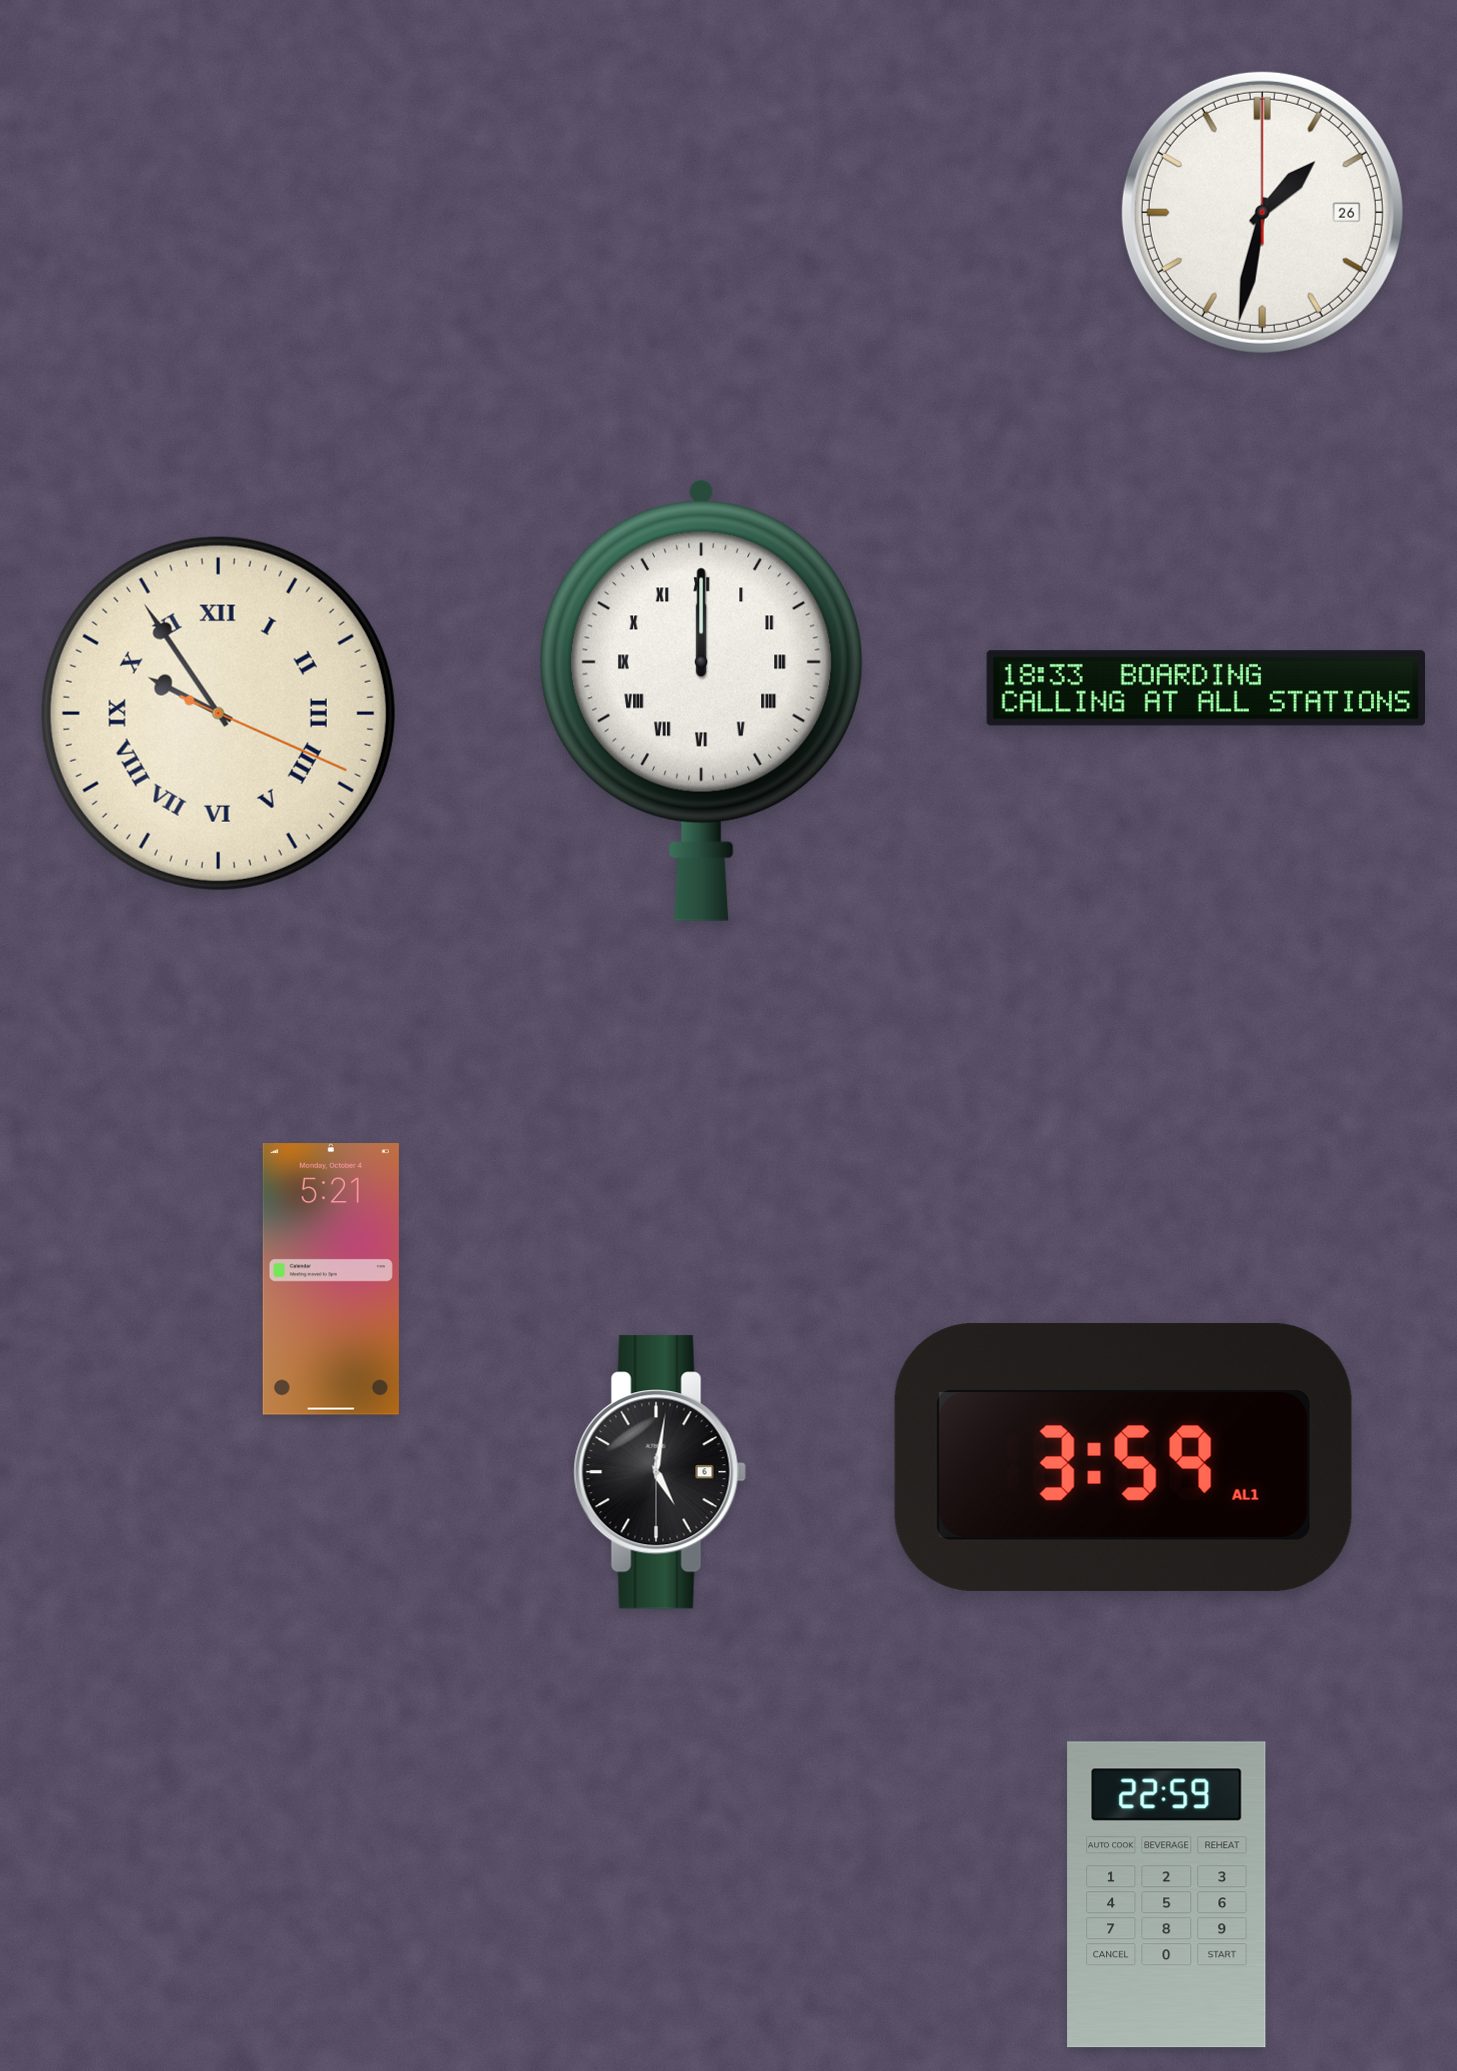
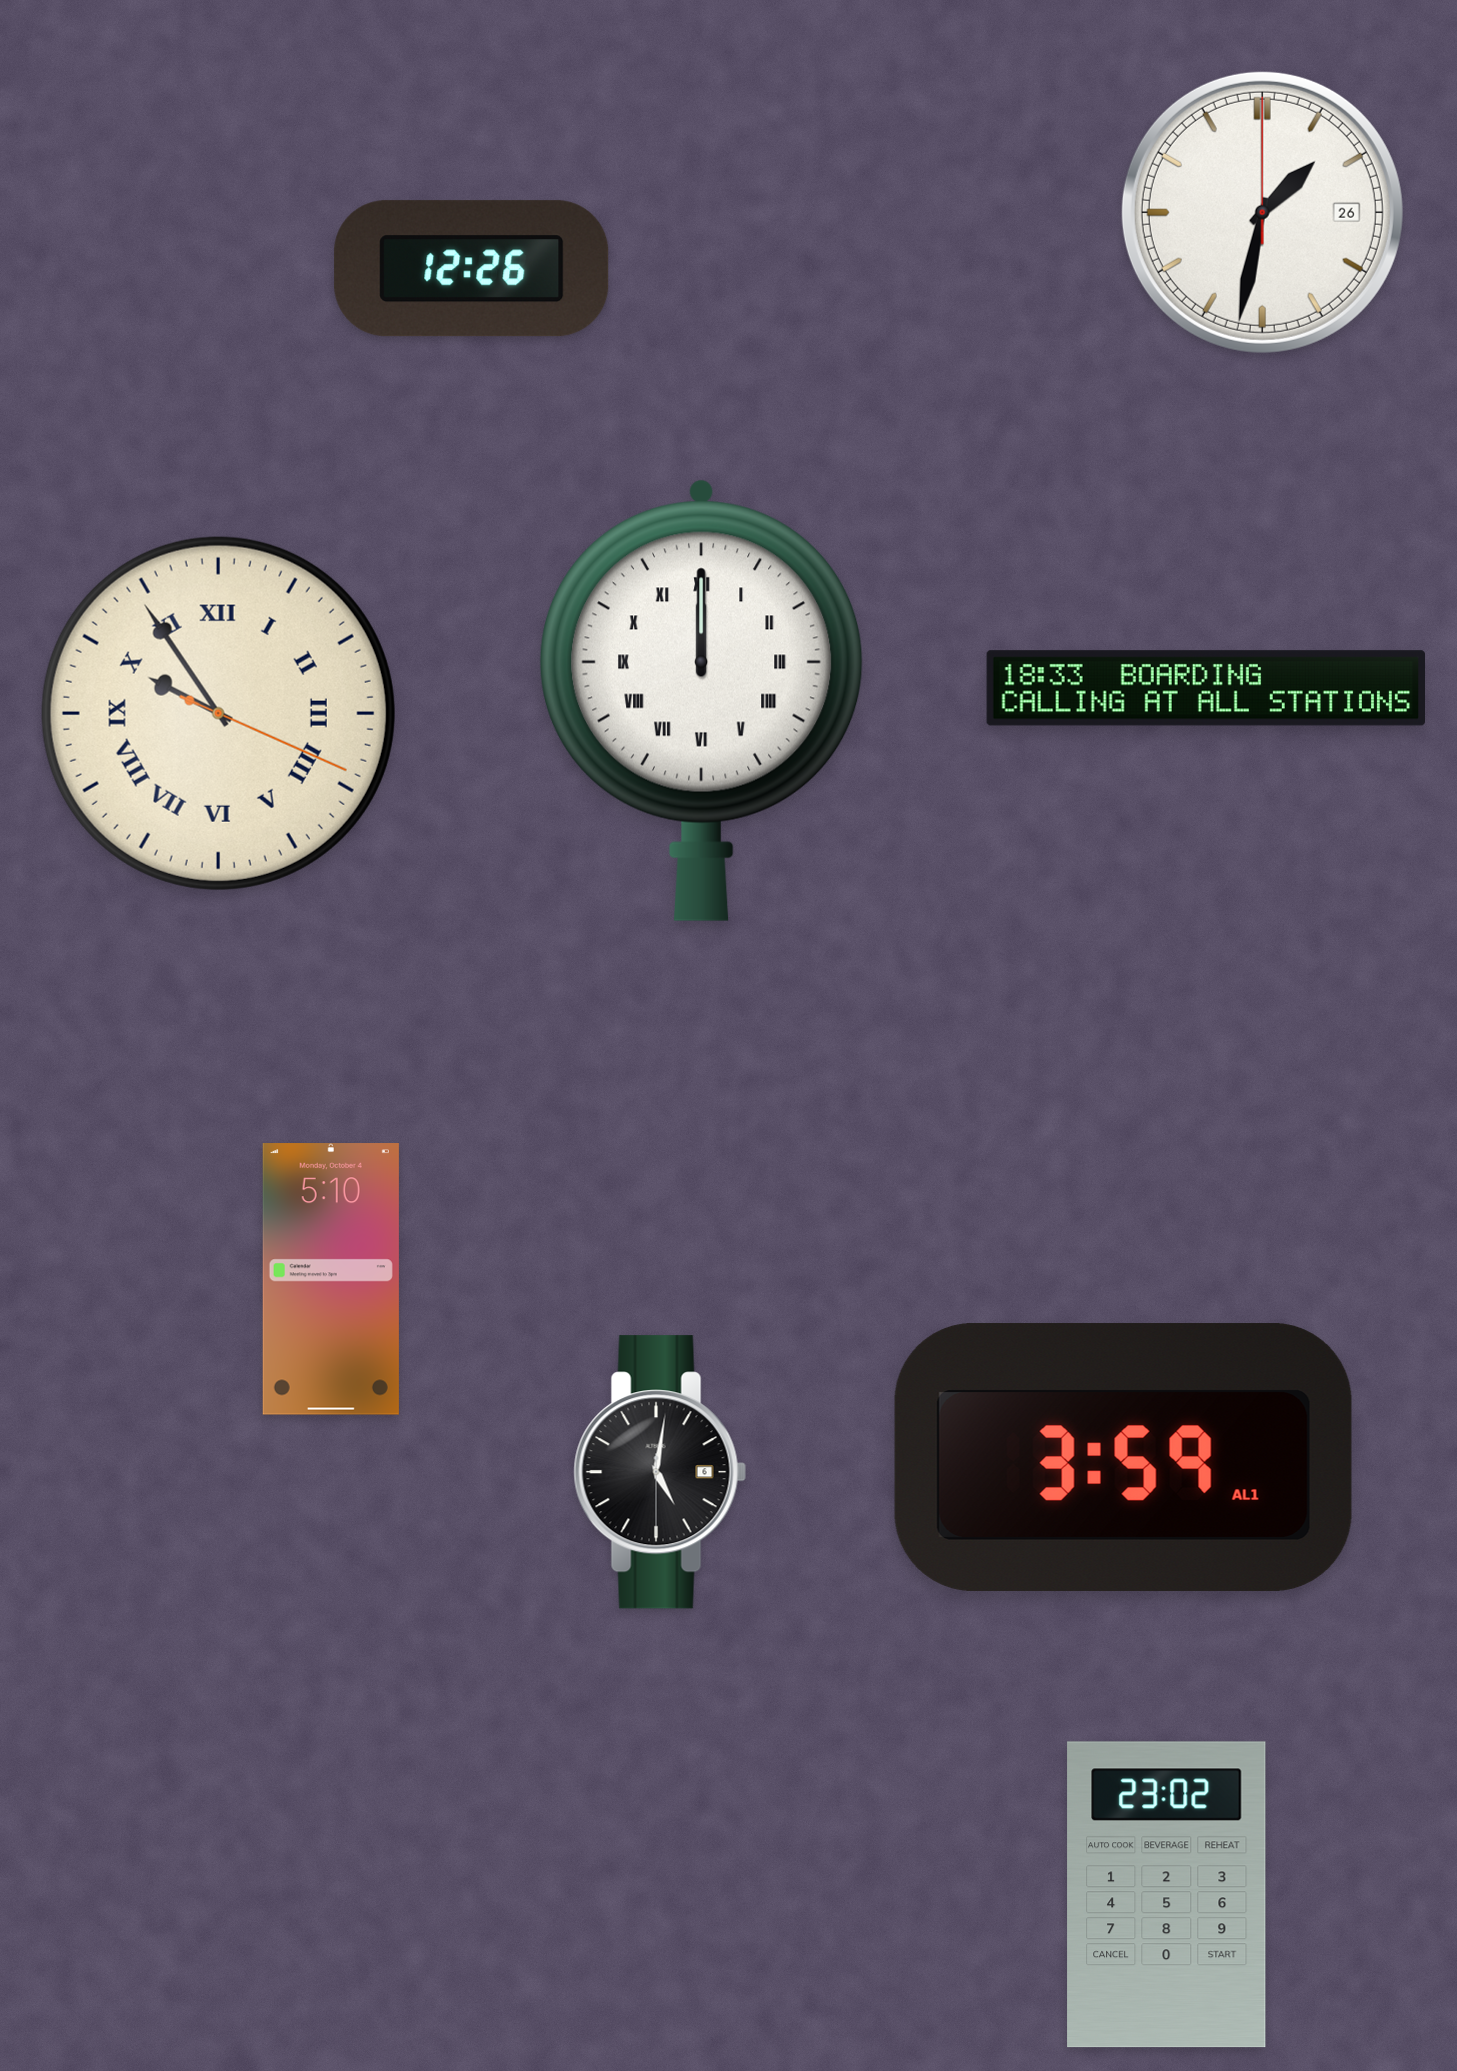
clock at (472, 269): none -> 12:26
clock at (331, 1279): 5:21 -> 5:10
clock at (1167, 1895): 22:59 -> 23:02
